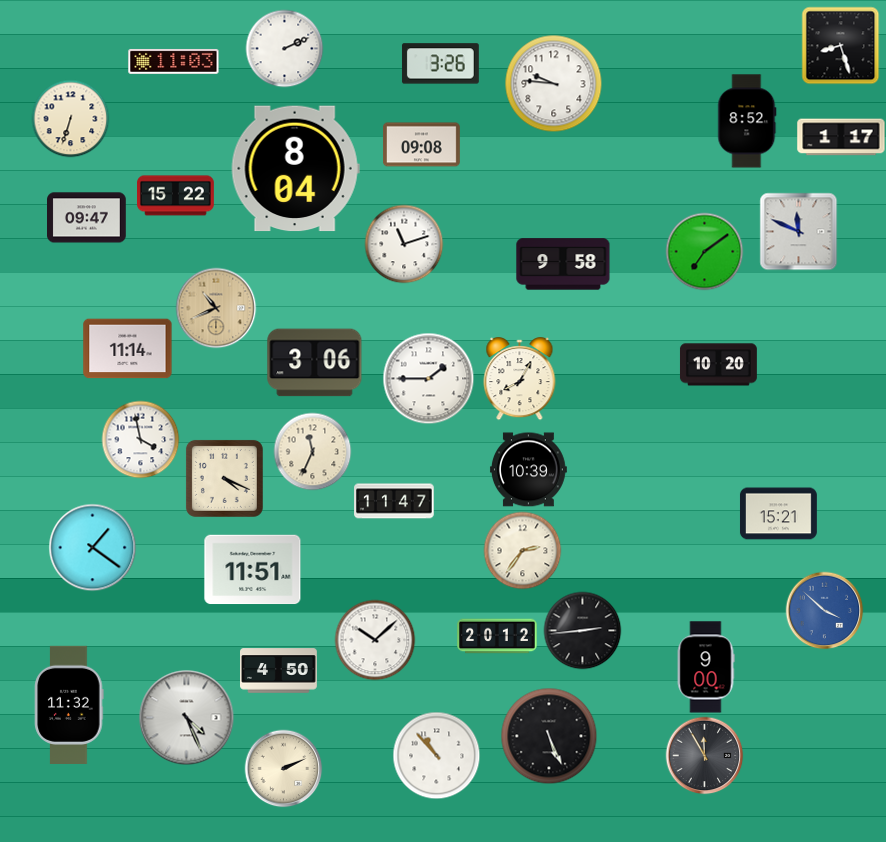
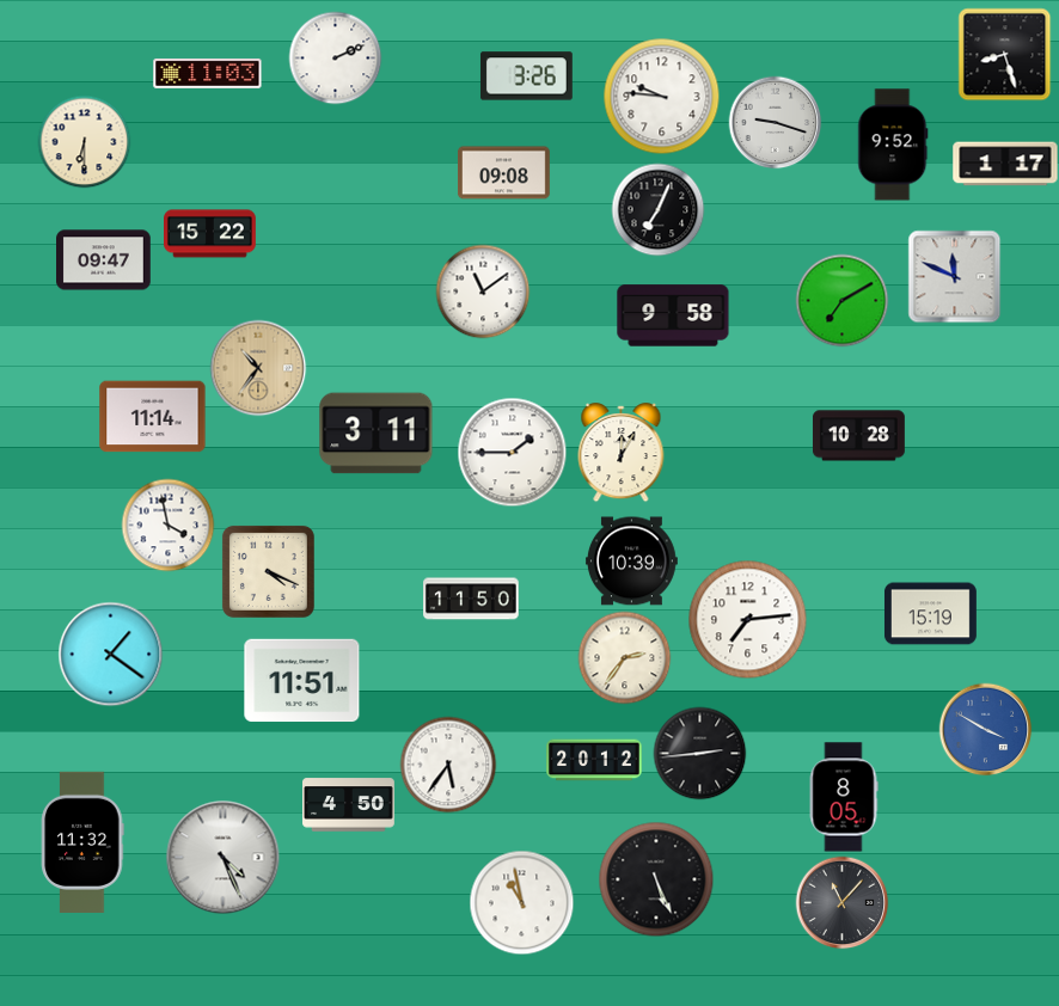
clock at (284, 48) position: (284, 48) -> (335, 57)
clock at (553, 83) position: (553, 83) -> (661, 96)
clock at (775, 122): none -> 9:18
clock at (70, 118): 6:33 -> 6:30
clock at (747, 121): 8:52 -> 9:52
clock at (295, 169): 8:04 -> none
clock at (657, 209): none -> 7:04
clock at (404, 244): 11:12 -> 11:09
clock at (704, 251): 7:09 -> 7:10
clock at (216, 308): 10:41 -> 10:36
clock at (315, 363): 3:06 -> 3:11
clock at (718, 365): 10:20 -> 10:28
clock at (520, 379): 8:05 -> 12:05
clock at (312, 451): 11:34 -> none
clock at (394, 501): 11:47 -> 11:50
clock at (778, 514): 15:21 -> 15:19
clock at (748, 620): none -> 7:14
clock at (824, 610): 3:52 -> 3:50
clock at (582, 630) position: (582, 630) -> (699, 753)
clock at (375, 640): 10:08 -> 5:36
clock at (706, 667): 9:00 -> 8:05
clock at (279, 671) position: (279, 671) -> (349, 805)
clock at (436, 755): 10:53 -> 10:58
clock at (704, 755): 11:55 -> 11:07
clock at (283, 768): 2:11 -> none
